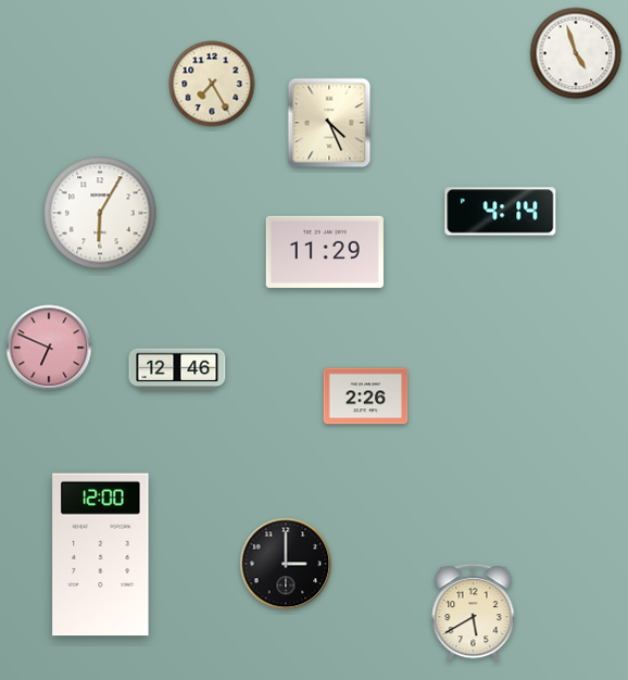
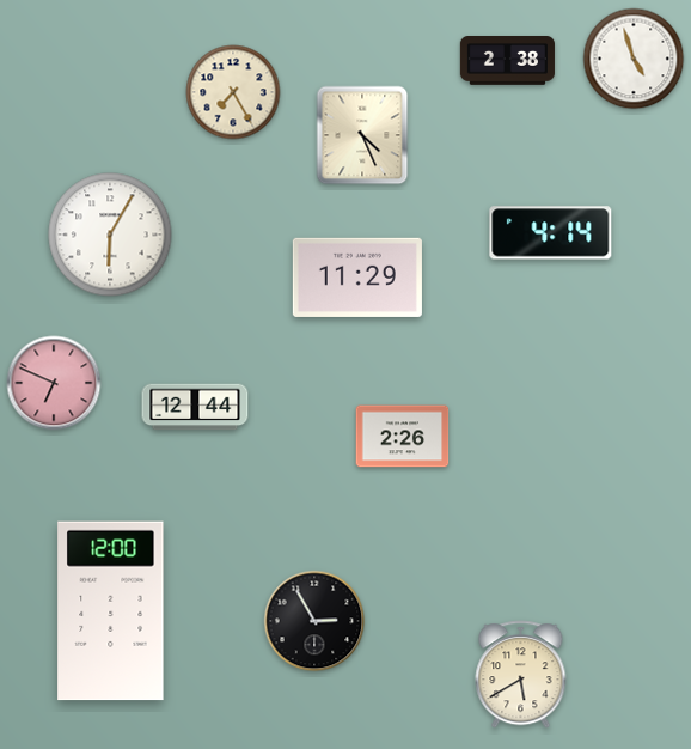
clock at (507, 61): none -> 2:38
clock at (177, 369): 12:46 -> 12:44
clock at (286, 564): 3:00 -> 2:55
